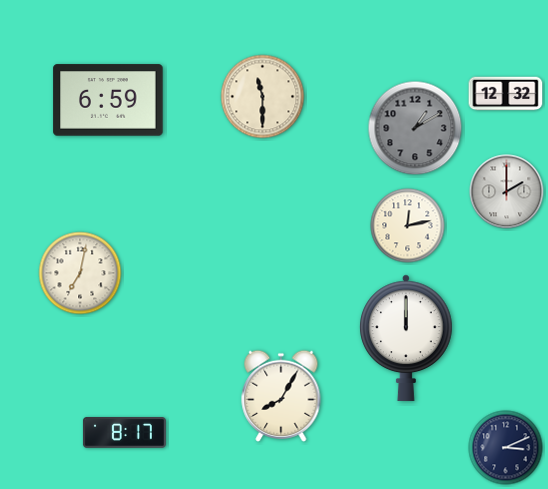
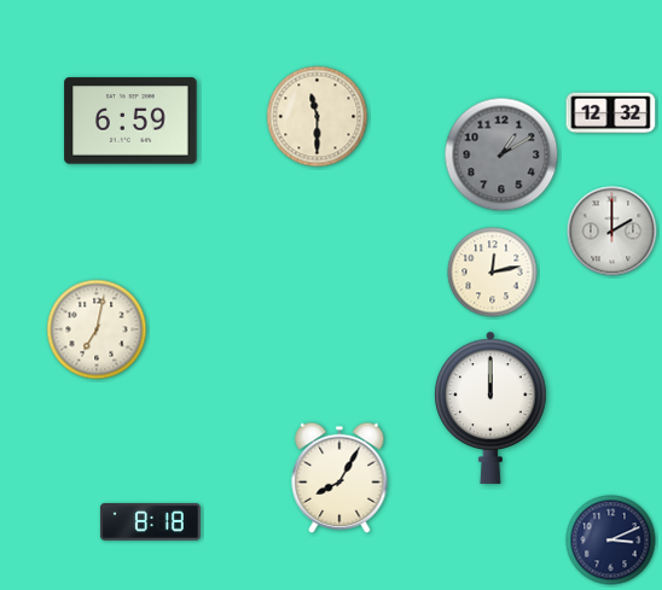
clock at (124, 433): 8:17 -> 8:18
